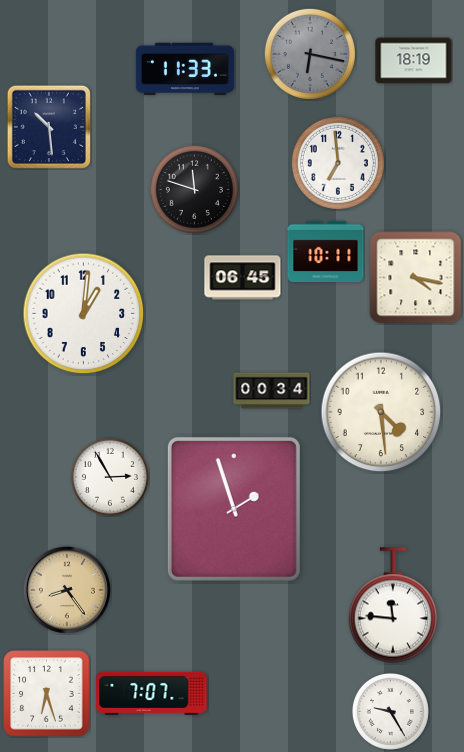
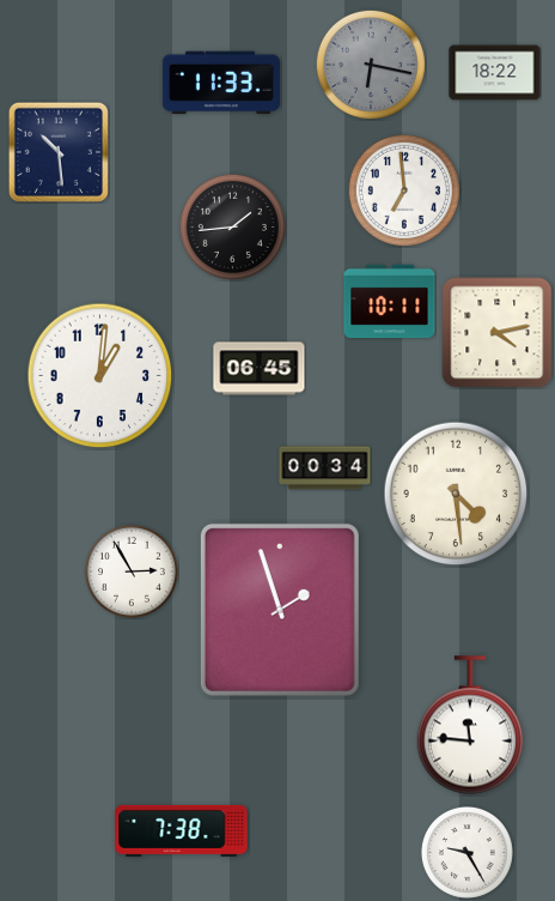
clock at (414, 61): 18:19 -> 18:22
clock at (338, 163) position: (338, 163) -> (404, 191)
clock at (194, 189): 11:48 -> 1:44
clock at (243, 278) position: (243, 278) -> (260, 369)
clock at (416, 278): 4:17 -> 4:13
clock at (67, 590): 8:24 -> none
clock at (152, 693): 7:07 -> 7:38
clock at (47, 694): 6:27 -> none
